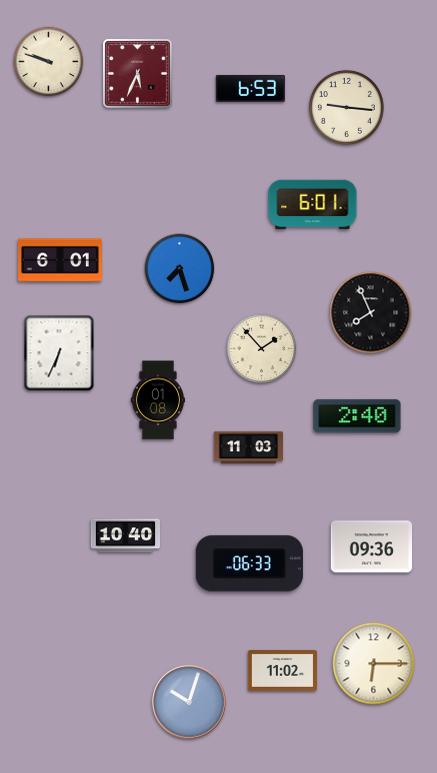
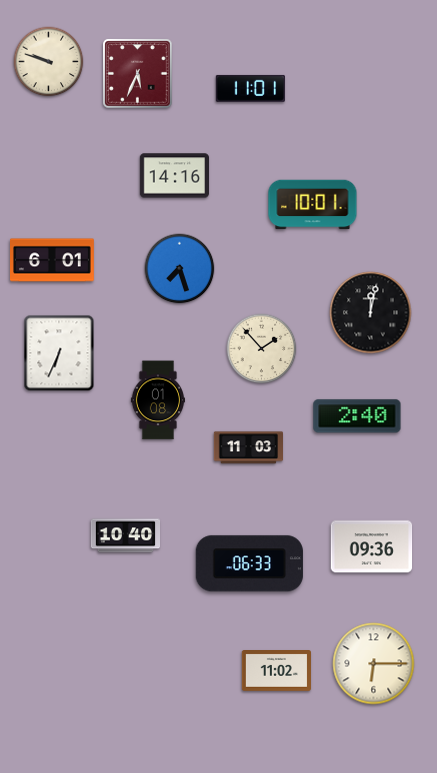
clock at (250, 88): 6:53 -> 11:01
clock at (346, 107): 9:16 -> none
clock at (174, 176): none -> 14:16
clock at (313, 205): 6:01 -> 10:01
clock at (61, 260) position: (61, 260) -> (53, 260)
clock at (371, 313): 7:56 -> 12:02
clock at (282, 671) position: (282, 671) -> (276, 671)
clock at (189, 702): 10:03 -> none
